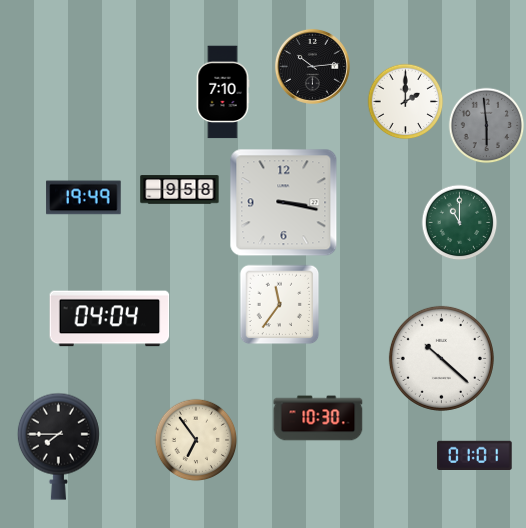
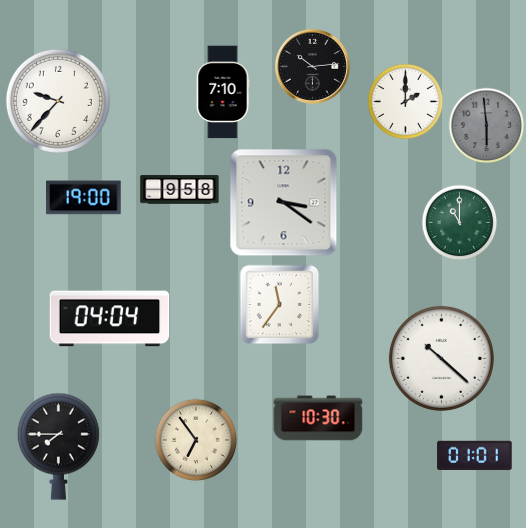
clock at (58, 101): none -> 9:37
clock at (84, 198): 19:49 -> 19:00
clock at (284, 203): 3:17 -> 3:21
